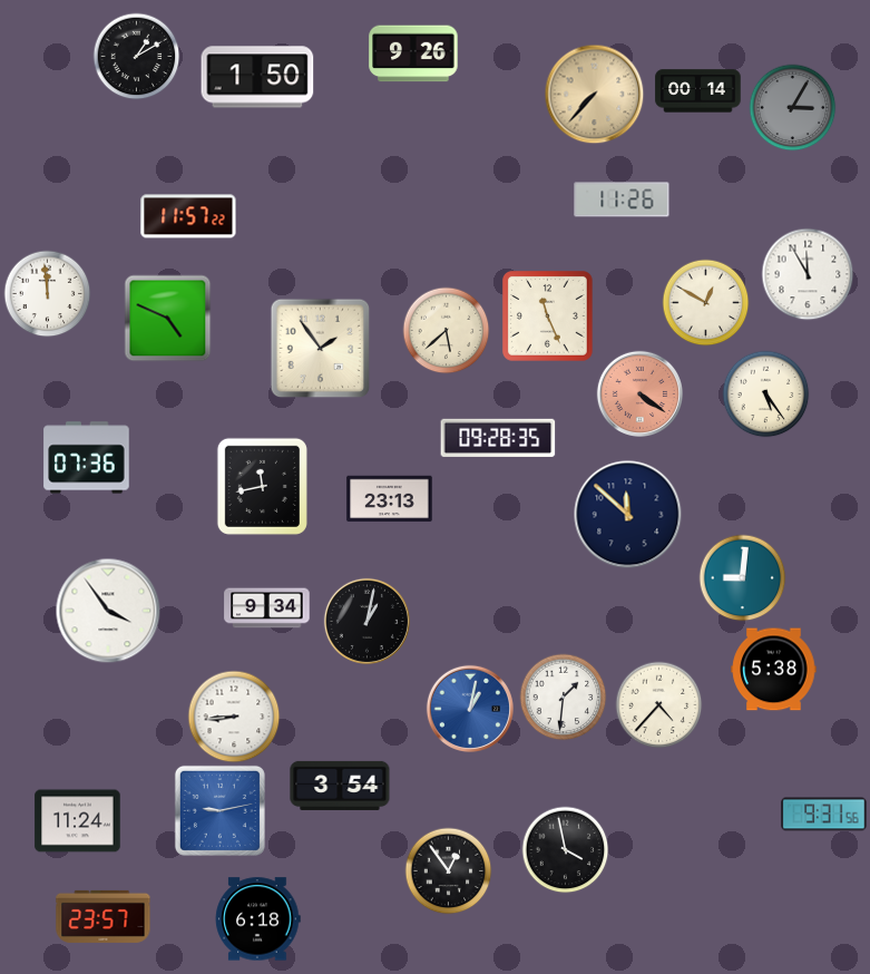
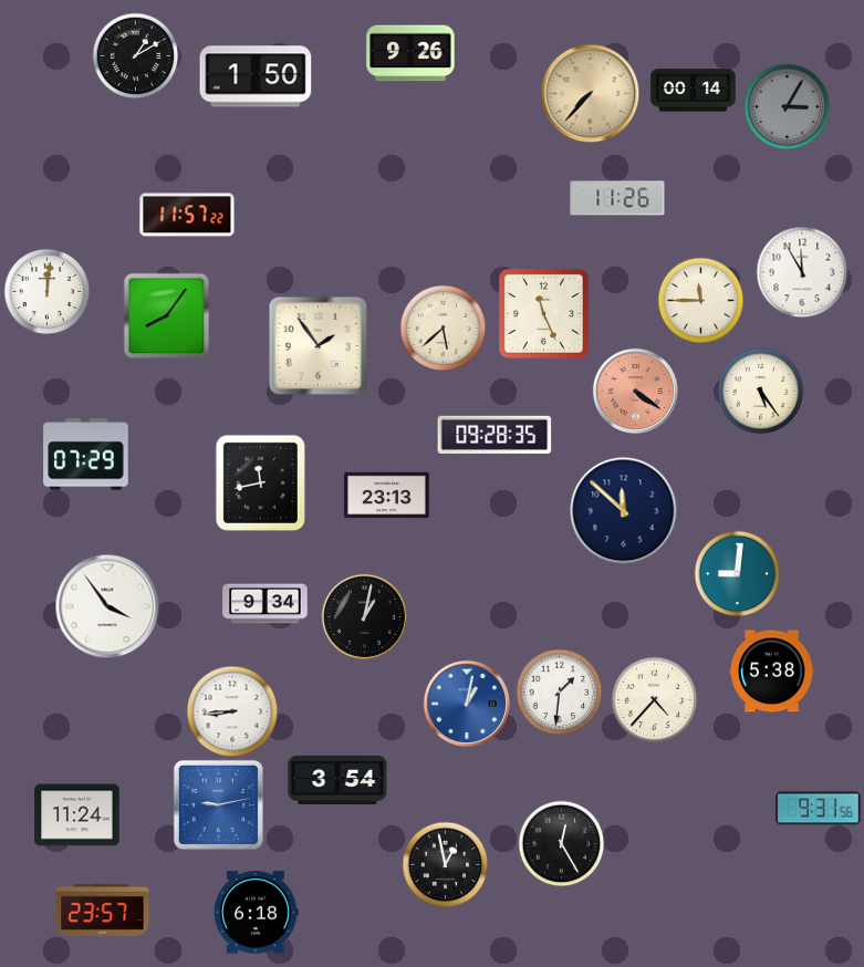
clock at (47, 293): 11:59 -> 12:01
clock at (705, 302): 12:50 -> 11:45
clock at (167, 318): 4:49 -> 8:06
clock at (87, 458): 07:36 -> 07:29
clock at (774, 670) position: (774, 670) -> (772, 672)
clock at (565, 849): 3:58 -> 12:25
clock at (448, 870): 12:54 -> 12:58
